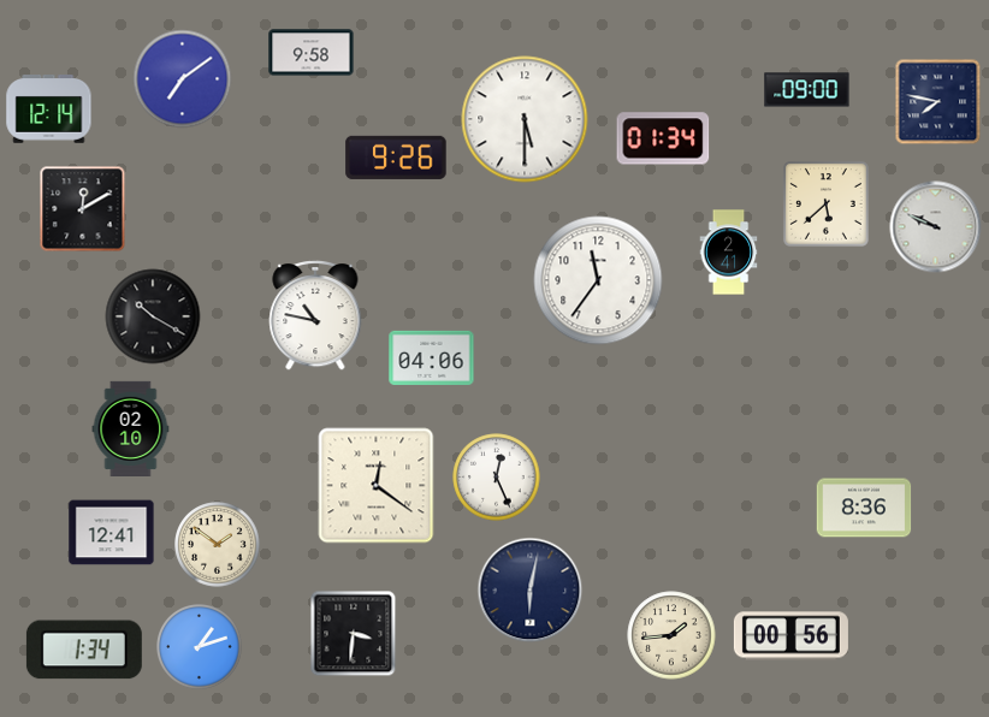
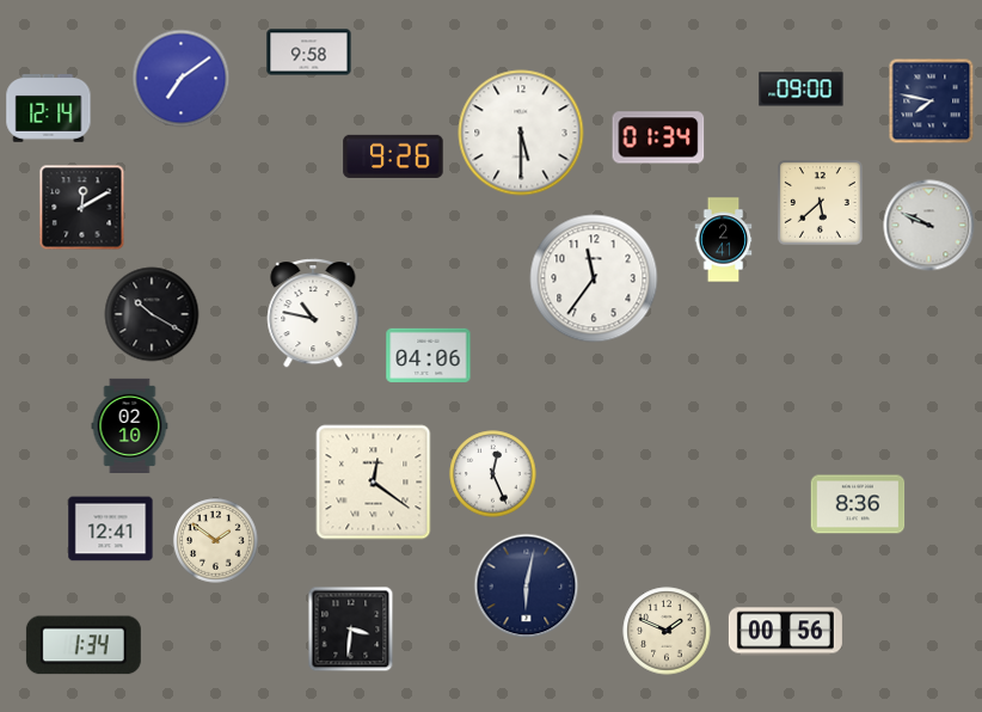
clock at (525, 119) position: (525, 119) -> (521, 133)
clock at (729, 253) position: (729, 253) -> (724, 240)
clock at (671, 635): 1:44 -> 1:49
clock at (200, 647): 1:12 -> none
